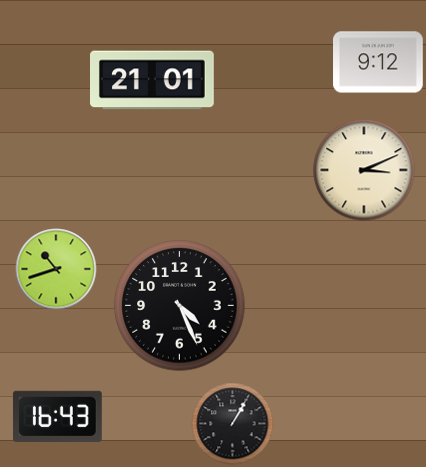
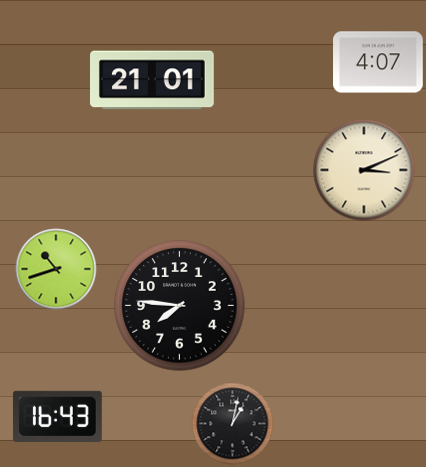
clock at (378, 62): 9:12 -> 4:07
clock at (180, 306): 4:26 -> 7:46
clock at (233, 424): 1:05 -> 1:02
